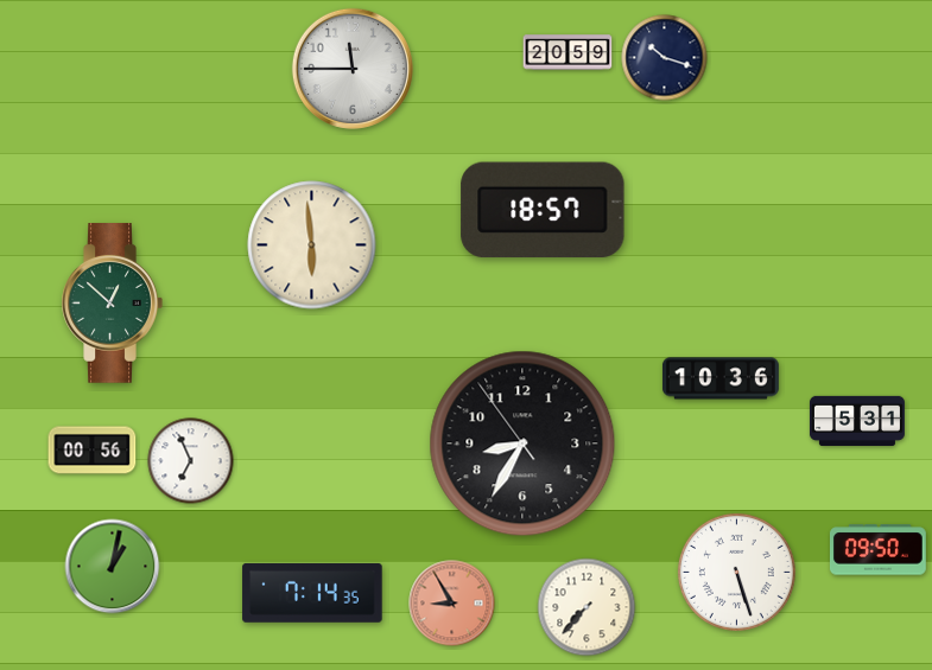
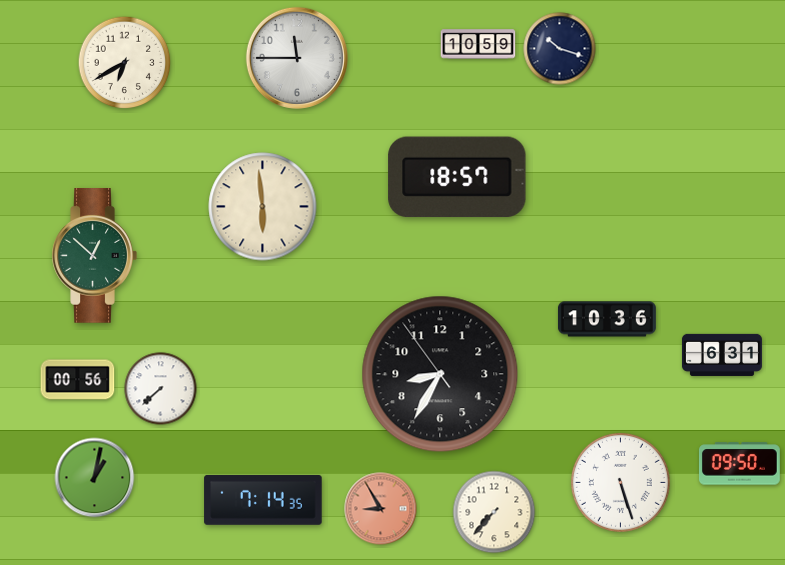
clock at (568, 52): 20:59 -> 10:59
clock at (125, 63): none -> 6:40
clock at (857, 421): 5:31 -> 6:31
clock at (191, 461): 6:56 -> 7:38
